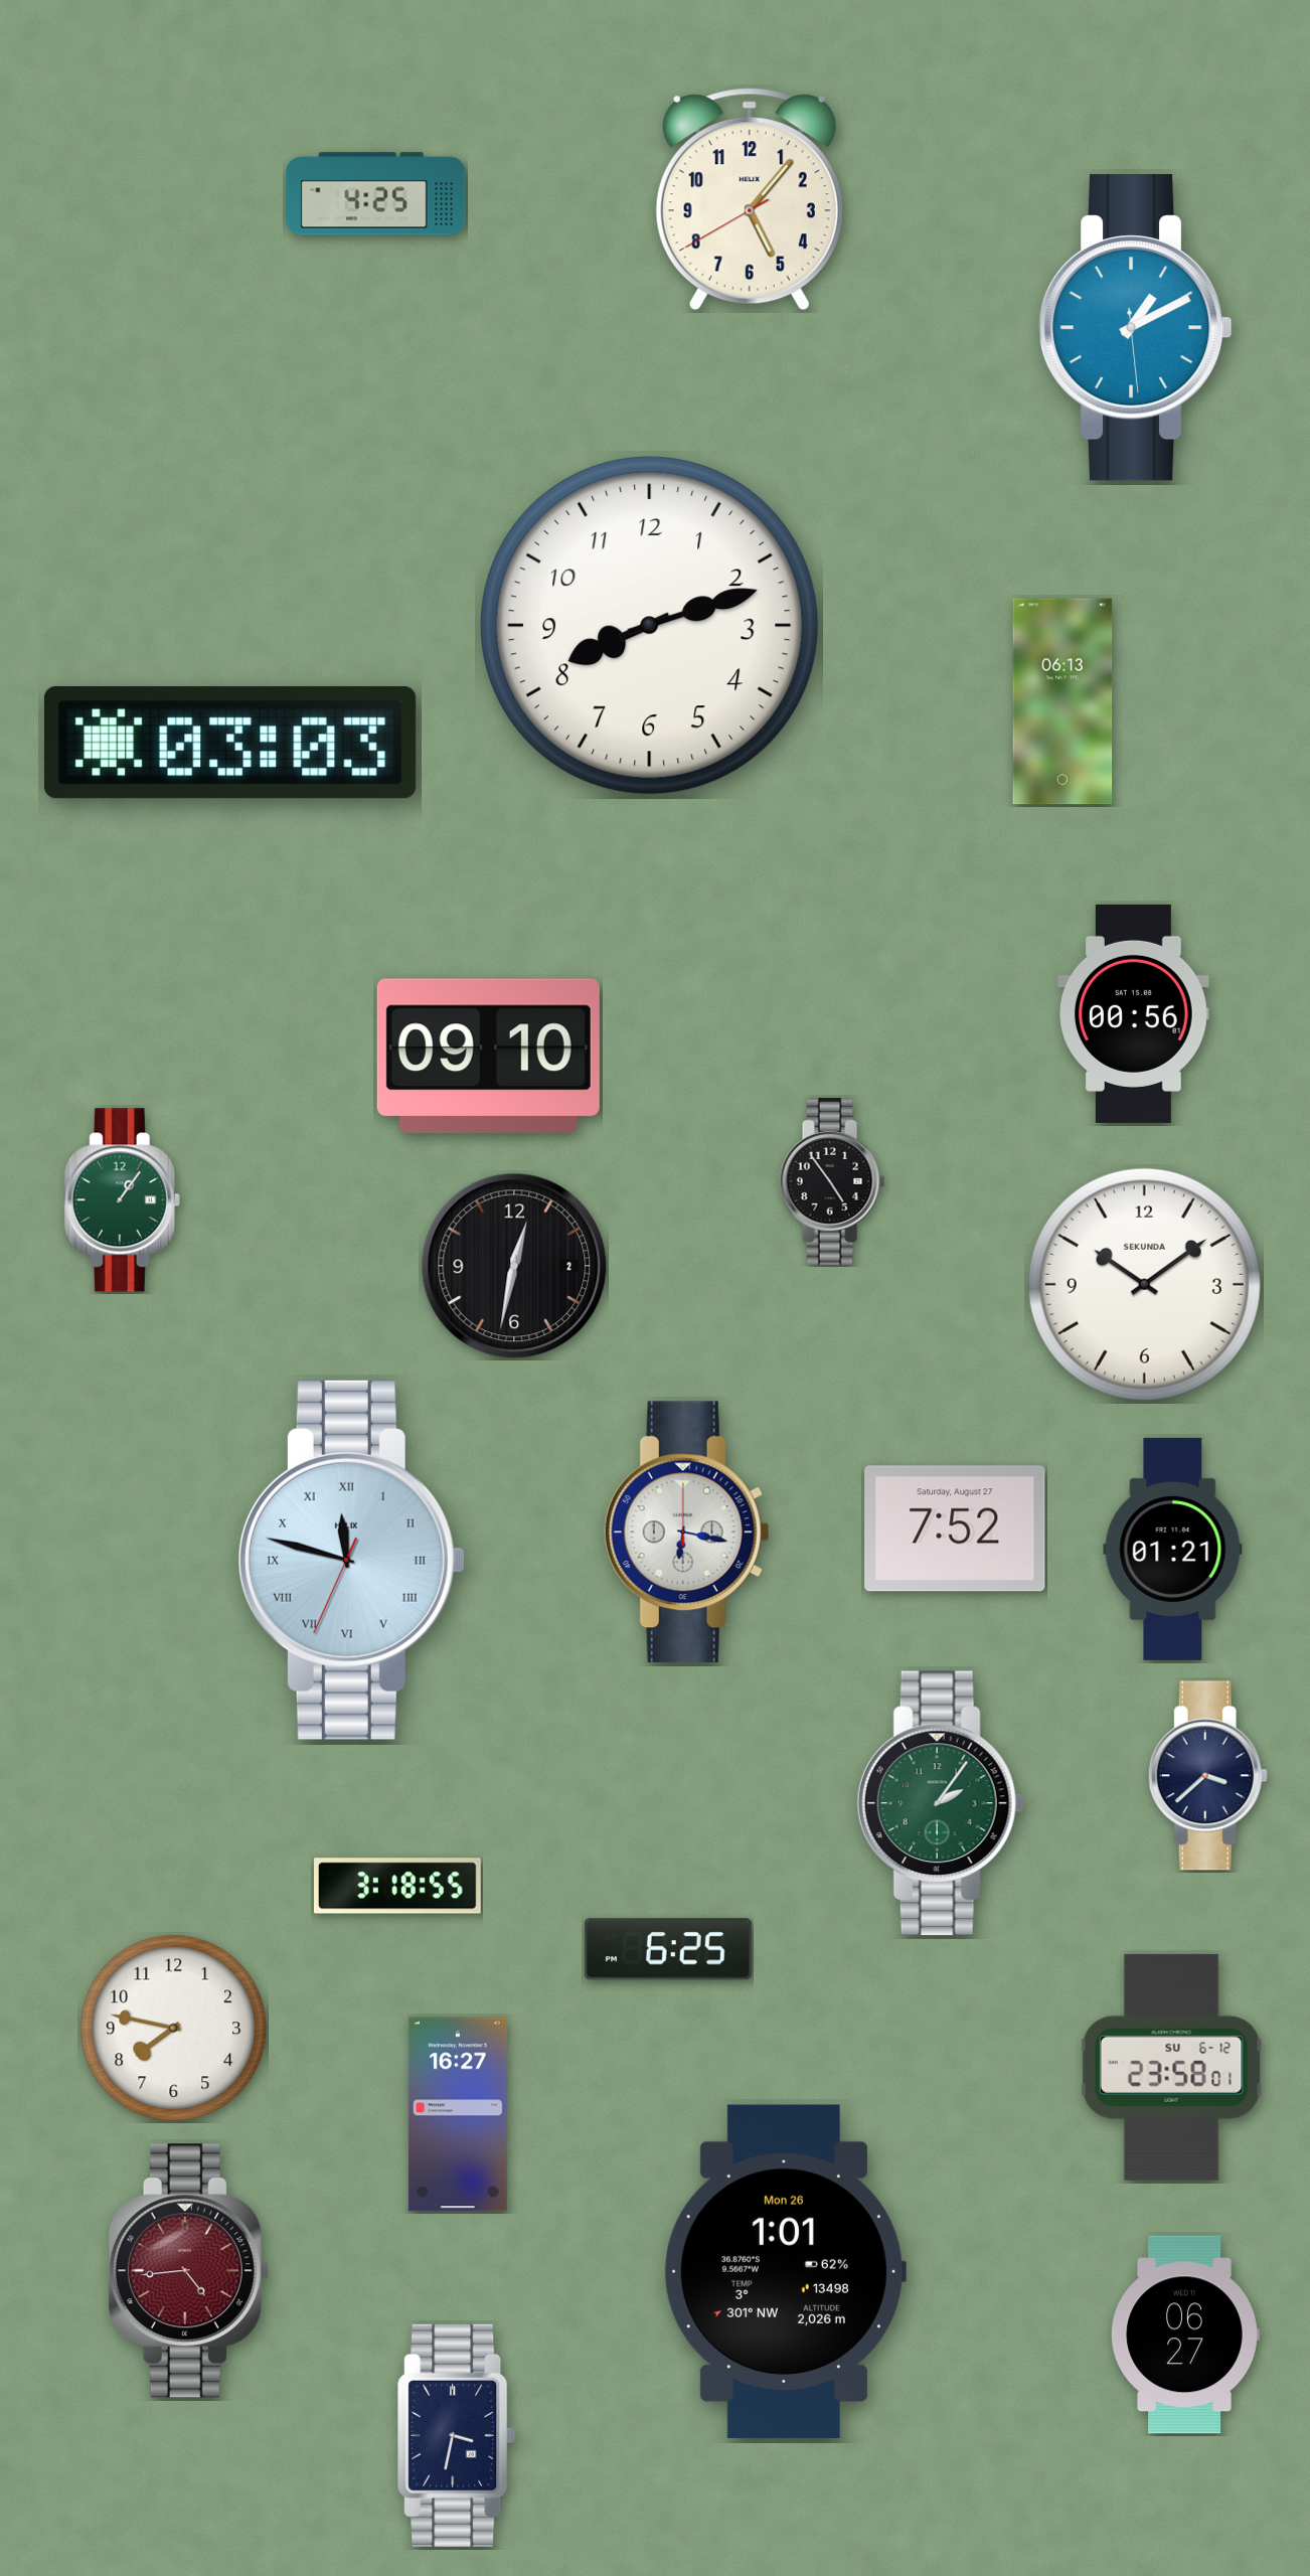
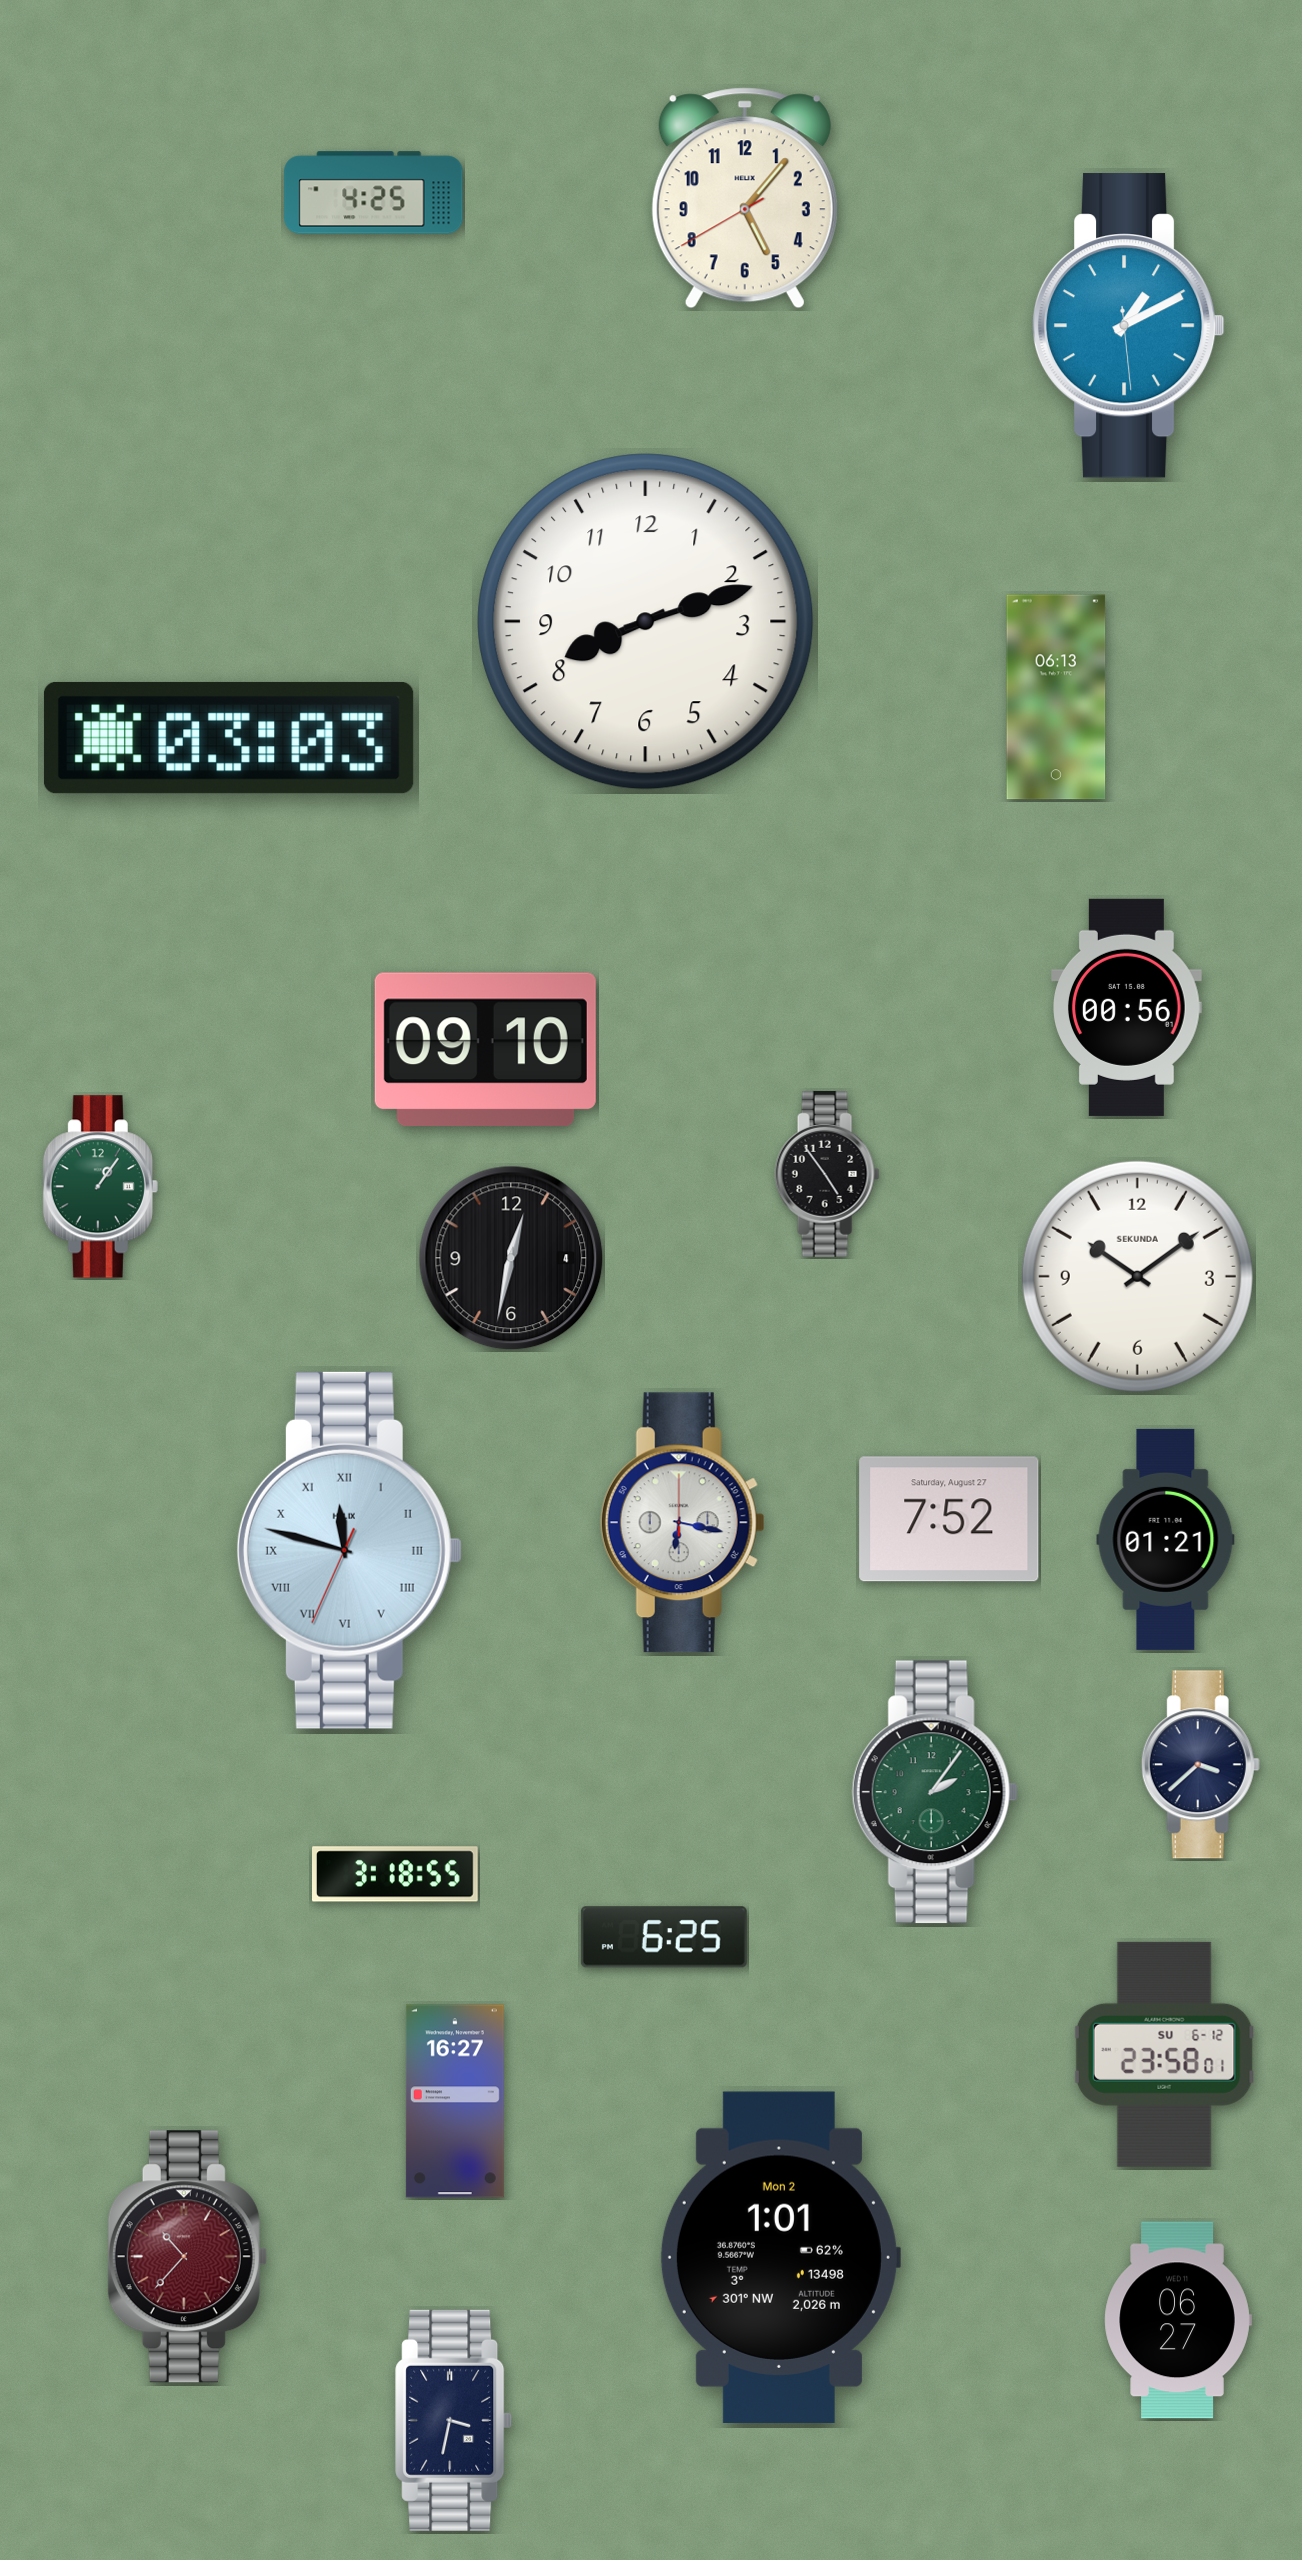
clock at (122, 1200) position: (122, 1200) -> (100, 1187)
clock at (514, 1266) date: 2 -> 4
clock at (174, 2029): 7:47 -> none
clock at (188, 2271): 4:44 -> 10:37
clock at (785, 2271) date: Mon 26 -> Mon 2
